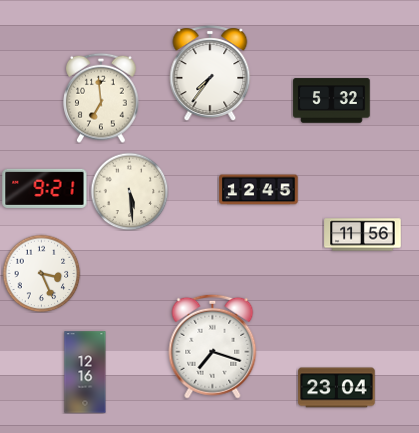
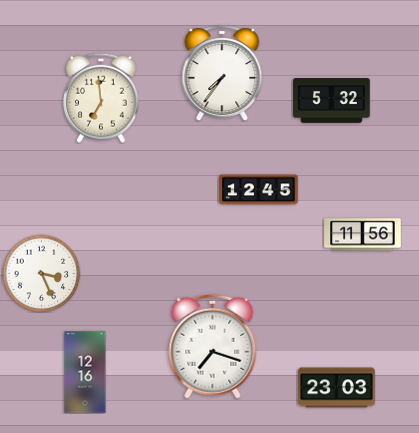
clock at (210, 73) position: (210, 73) -> (222, 73)
clock at (45, 188): 9:21 -> none
clock at (129, 191): 5:29 -> none
clock at (337, 388): 23:04 -> 23:03
